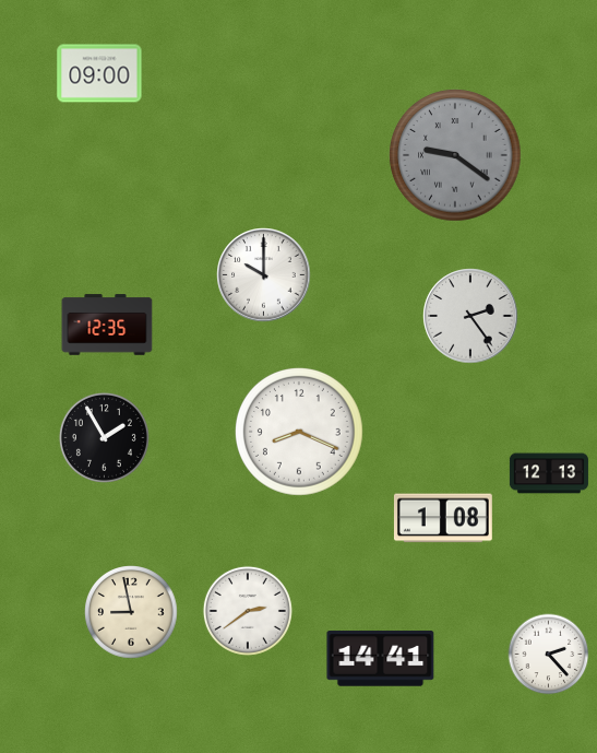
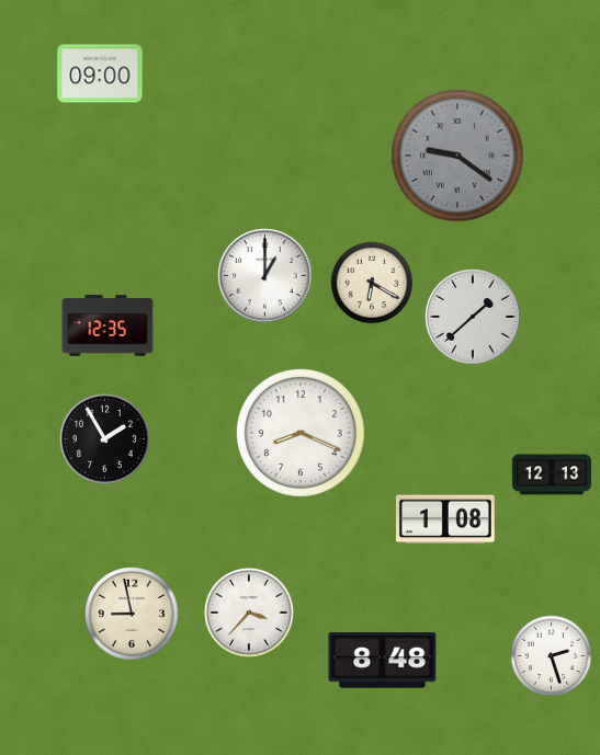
clock at (264, 275): 10:00 -> 1:00
clock at (372, 283): none -> 6:20
clock at (470, 316): 2:24 -> 1:38
clock at (248, 611): 2:39 -> 3:37
clock at (549, 655): 2:23 -> 2:27
clock at (381, 659): 14:41 -> 8:48
